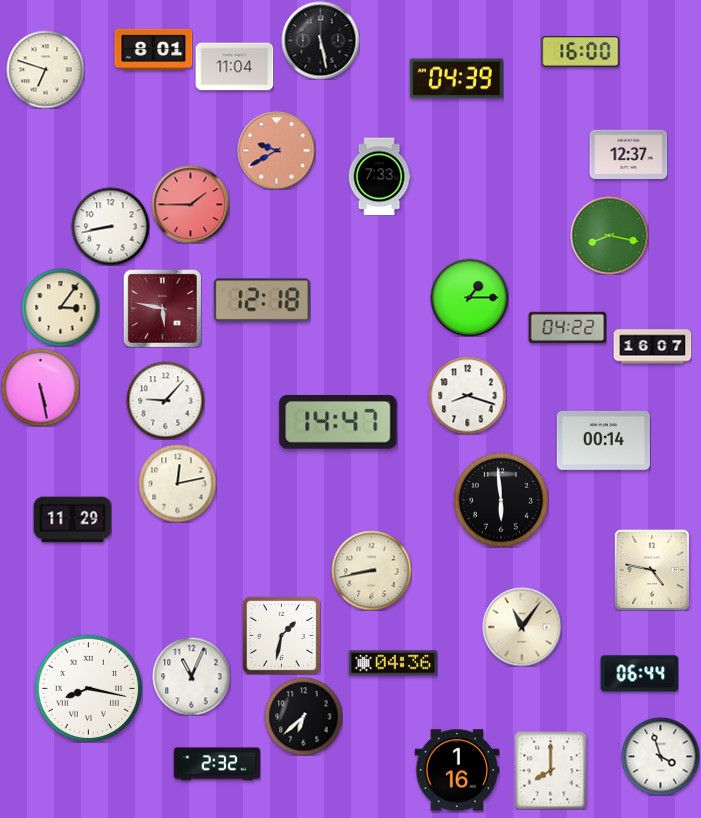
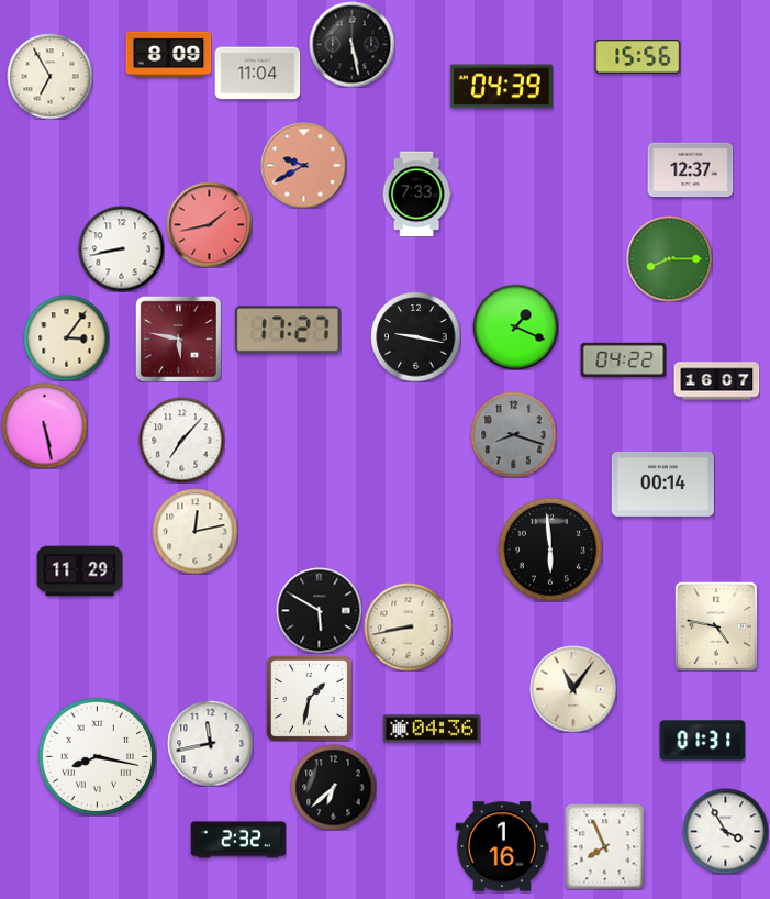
clock at (153, 49): 8:01 -> 8:09
clock at (580, 52): 16:00 -> 15:56
clock at (45, 69): 6:48 -> 6:55
clock at (190, 204): 1:45 -> 1:43
clock at (609, 235): 8:17 -> 8:15
clock at (469, 297): 1:15 -> 1:19
clock at (262, 300): 12:18 -> 17:27
clock at (415, 336): none -> 9:17
clock at (467, 395) dial: white -> grey
clock at (165, 400): 9:07 -> 7:07
clock at (338, 423): 14:47 -> none
clock at (319, 610): none -> 5:50
clock at (639, 674): 06:44 -> 01:31
clock at (191, 676): 11:04 -> 11:43
clock at (660, 756): 3:57 -> 3:55
clock at (551, 770): 8:00 -> 7:56
